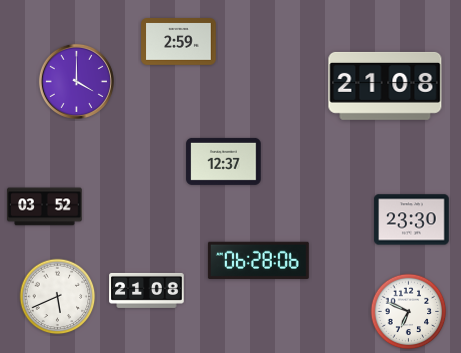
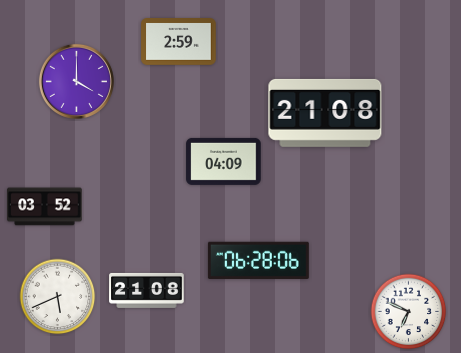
clock at (385, 86) position: (385, 86) -> (325, 113)
clock at (224, 161): 12:37 -> 04:09
clock at (412, 220): 23:30 -> none
